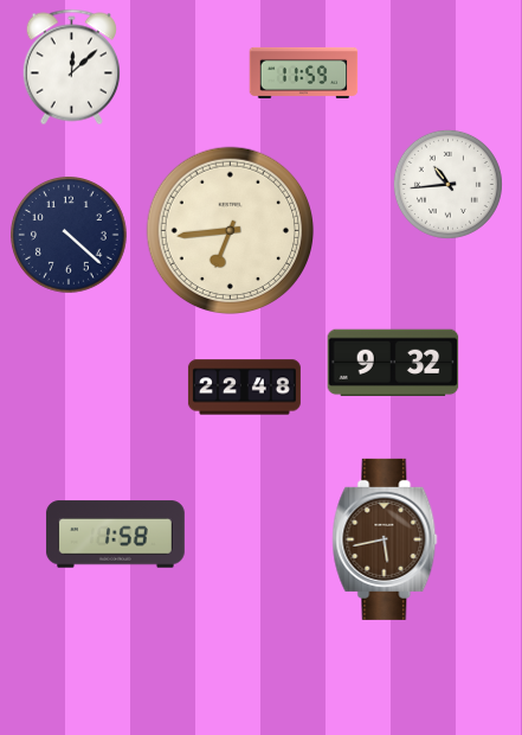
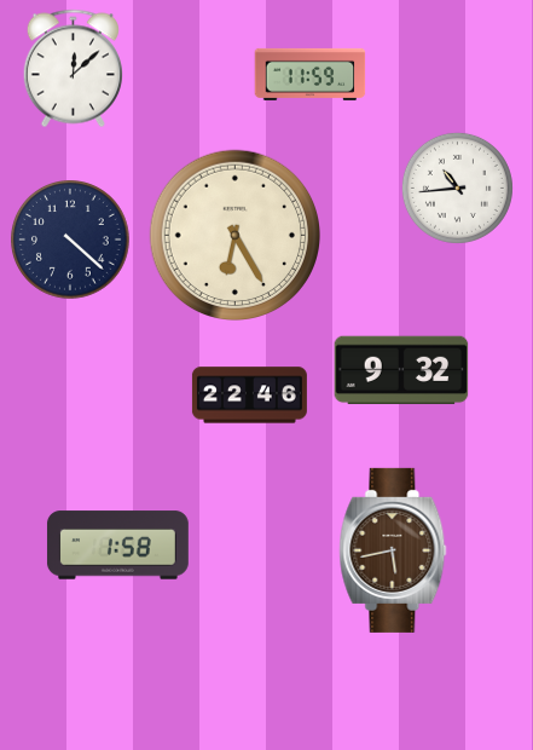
clock at (230, 230): 6:44 -> 6:25
clock at (244, 388): 22:48 -> 22:46
